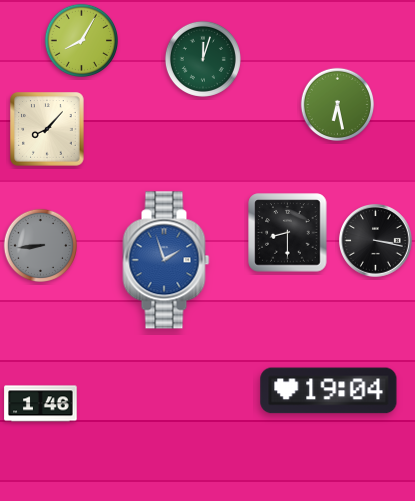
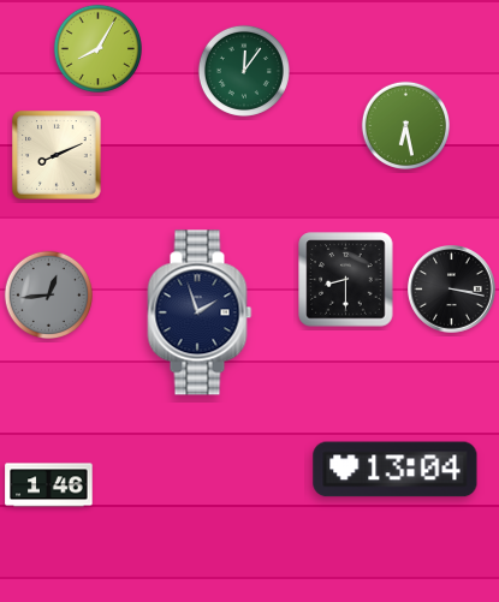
clock at (203, 59): 12:03 -> 12:06
clock at (47, 129): 8:07 -> 8:11
clock at (40, 245): 8:44 -> 12:44
clock at (166, 260) dial: blue -> navy
clock at (329, 391): 19:04 -> 13:04
